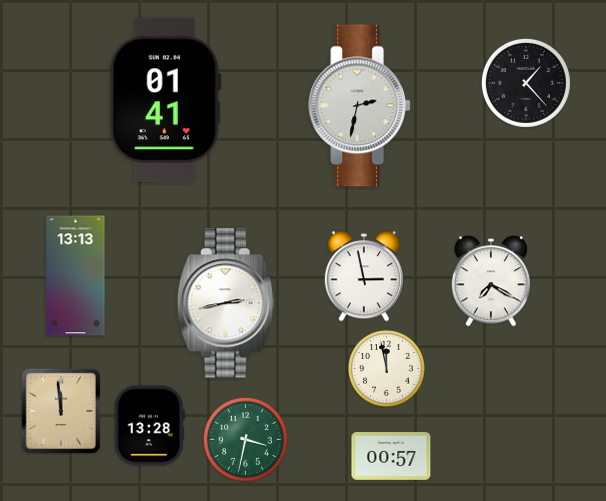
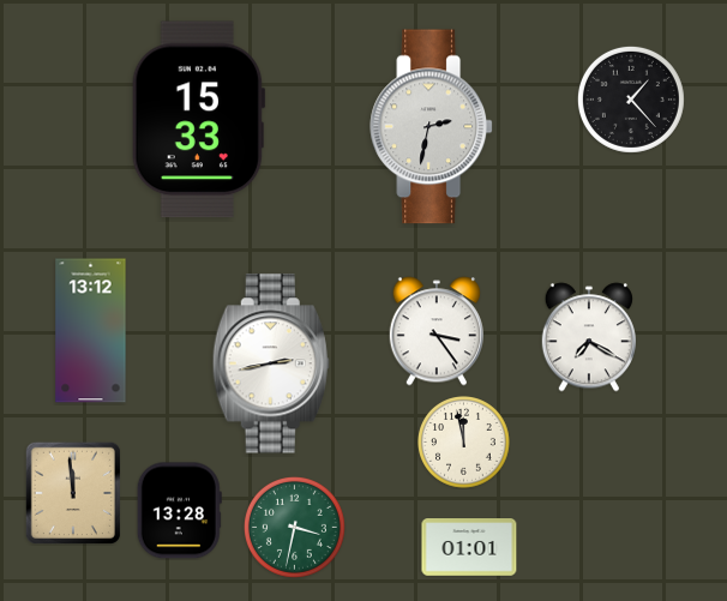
clock at (165, 100): 01:41 -> 15:33
clock at (76, 276): 13:13 -> 13:12
clock at (363, 276): 2:58 -> 3:24
clock at (391, 456): 00:57 -> 01:01
